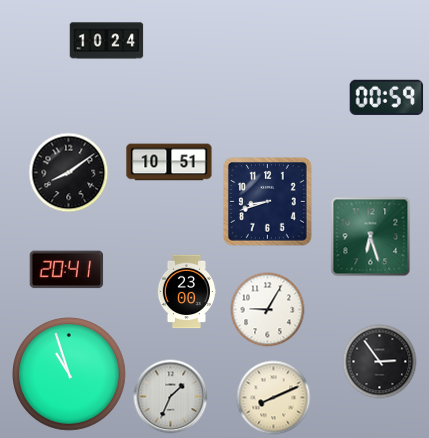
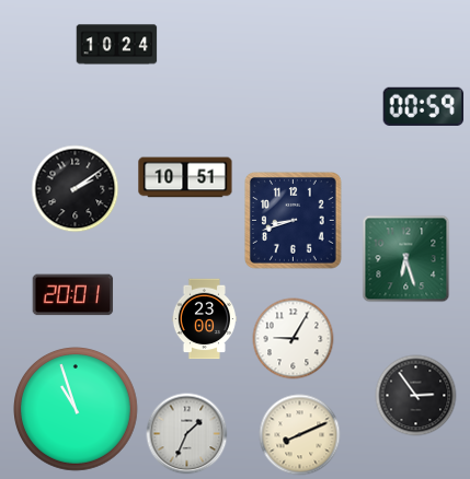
clock at (69, 173): 8:09 -> 2:09
clock at (67, 270): 20:41 -> 20:01
